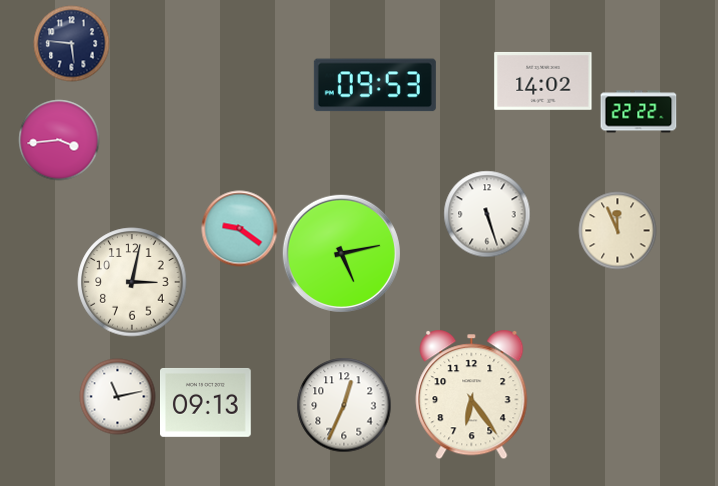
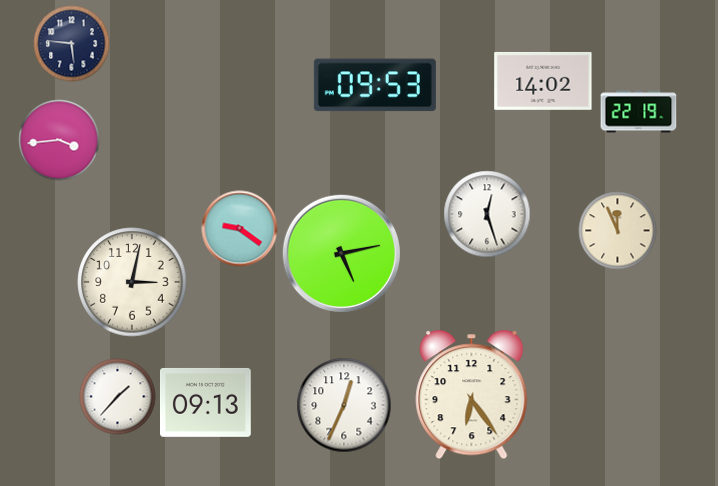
clock at (639, 112): 22:22 -> 22:19
clock at (487, 214): 5:27 -> 12:27
clock at (118, 397): 11:13 -> 1:37
